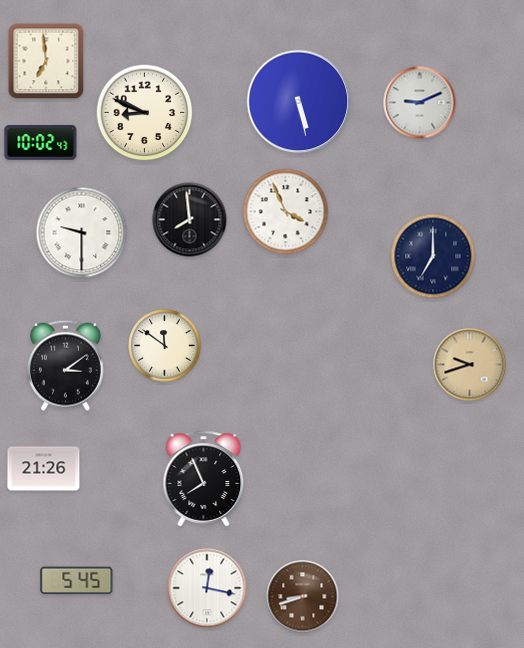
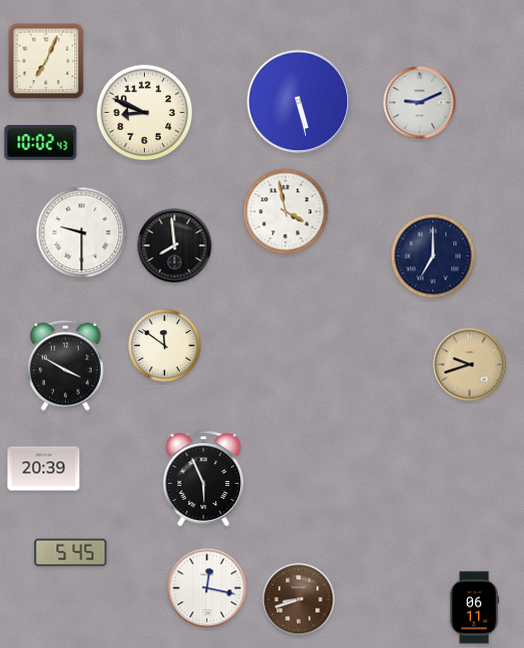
clock at (46, 61): 6:59 -> 7:04
clock at (286, 212): 3:56 -> 3:58
clock at (190, 220) position: (190, 220) -> (175, 246)
clock at (66, 365): 3:09 -> 3:50
clock at (44, 469): 21:26 -> 20:39
clock at (204, 479): 7:56 -> 5:56
clock at (77, 581) position: (77, 581) -> (71, 553)
clock at (303, 597) position: (303, 597) -> (299, 600)
clock at (474, 608): none -> 06:11
